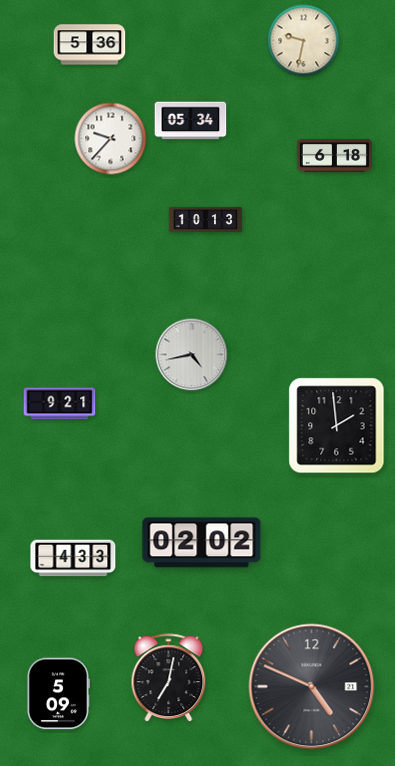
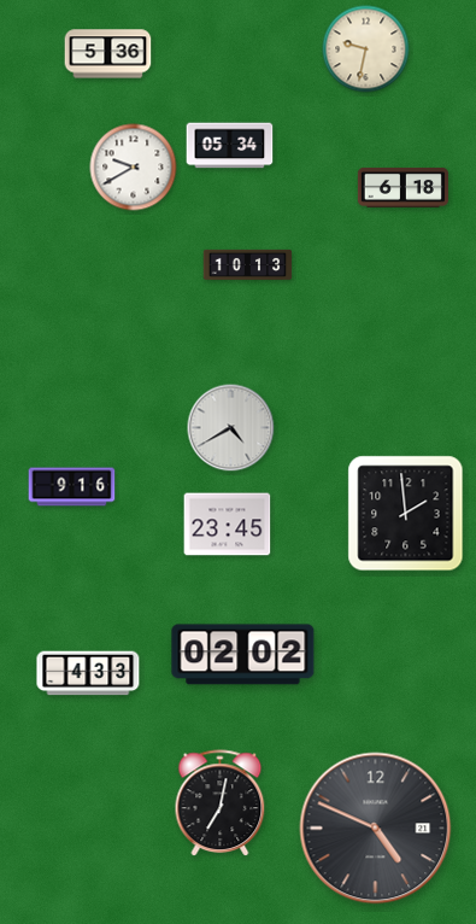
clock at (111, 139): 9:37 -> 9:40
clock at (192, 355): 4:43 -> 4:40
clock at (60, 404): 9:21 -> 9:16
clock at (228, 525): none -> 23:45
clock at (169, 678) position: (169, 678) -> (221, 803)
clock at (58, 694): 5:09 -> none
